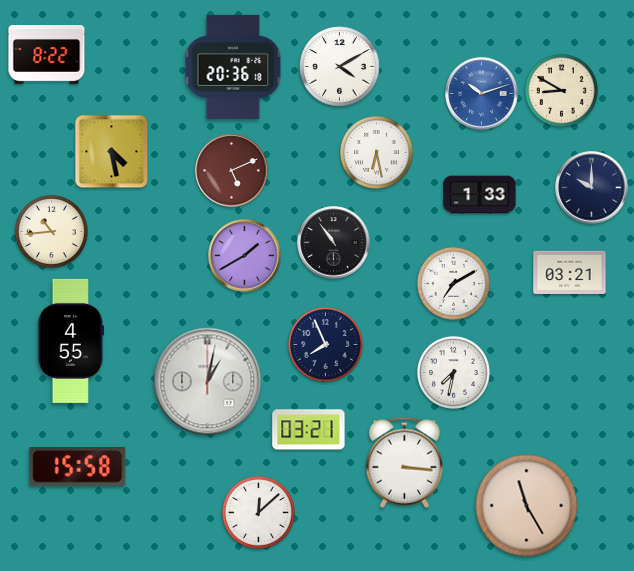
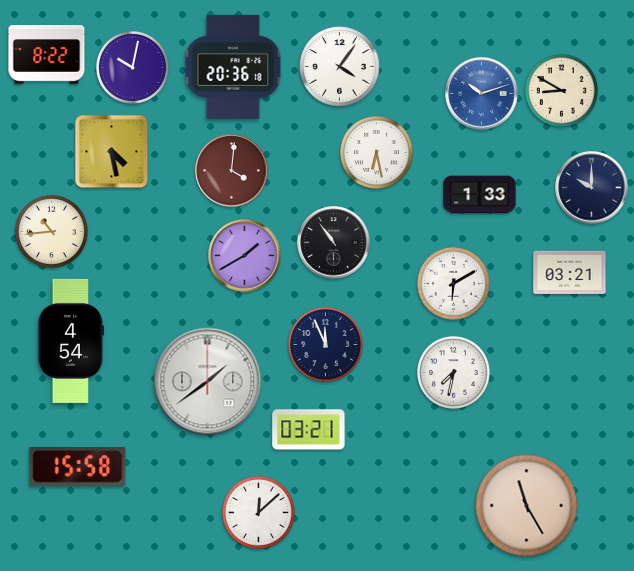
clock at (132, 67): none -> 10:02
clock at (340, 67): 4:10 -> 4:06
clock at (232, 171): 5:11 -> 4:01
clock at (453, 283): 7:10 -> 6:10
clock at (70, 341): 4:55 -> 4:54
clock at (326, 345): 7:56 -> 11:56
clock at (208, 382): 1:02 -> 1:39
clock at (404, 462): 3:16 -> none
